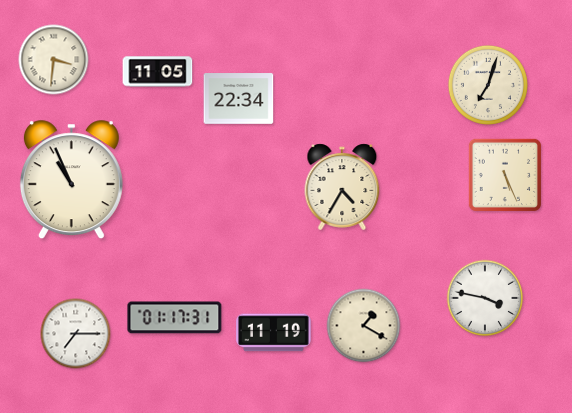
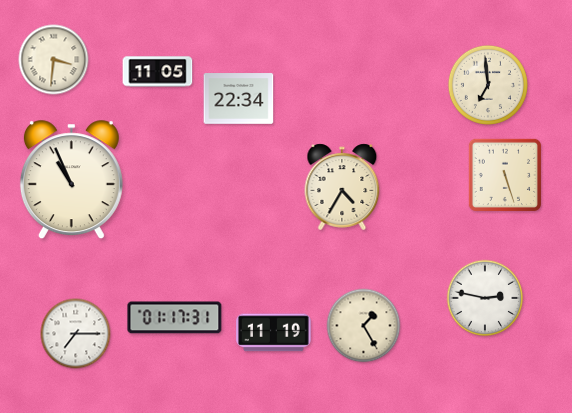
clock at (488, 85): 7:03 -> 6:59
clock at (504, 174): 5:26 -> 5:27
clock at (485, 298): 3:47 -> 2:47
clock at (364, 326): 1:20 -> 1:25
